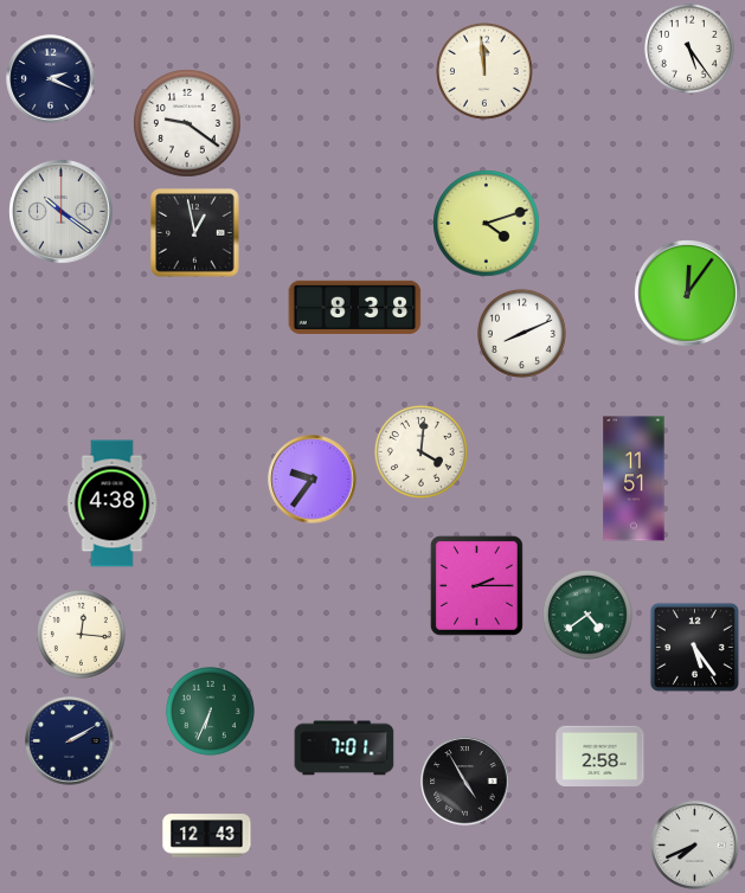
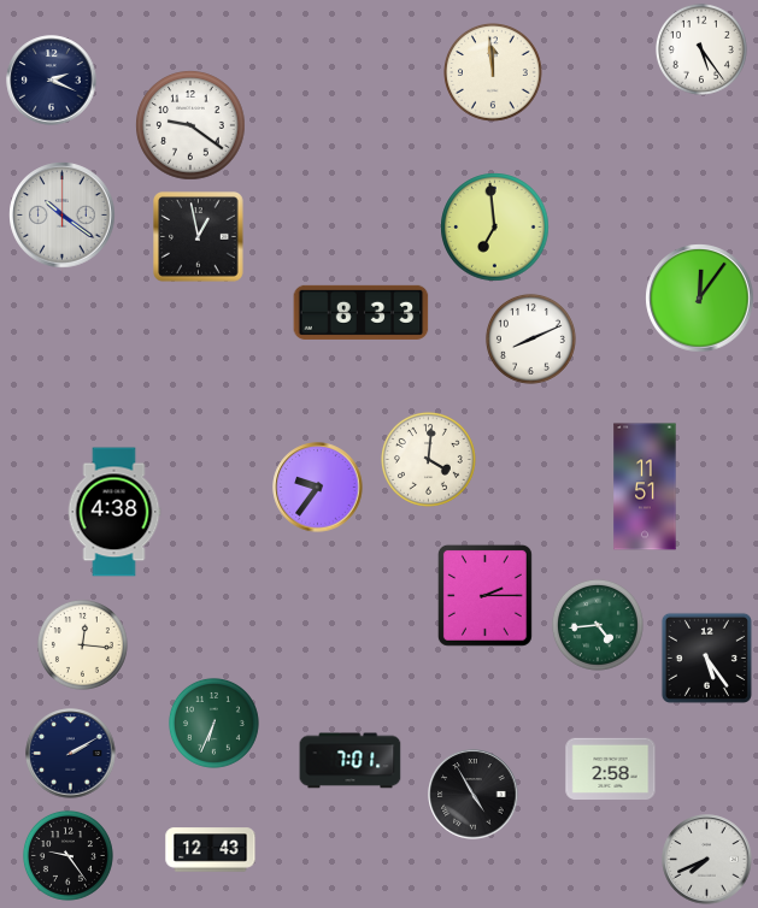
clock at (487, 224): 4:12 -> 6:59
clock at (355, 307): 8:38 -> 8:33
clock at (587, 615): 4:39 -> 4:44
clock at (67, 855): none -> 9:24
